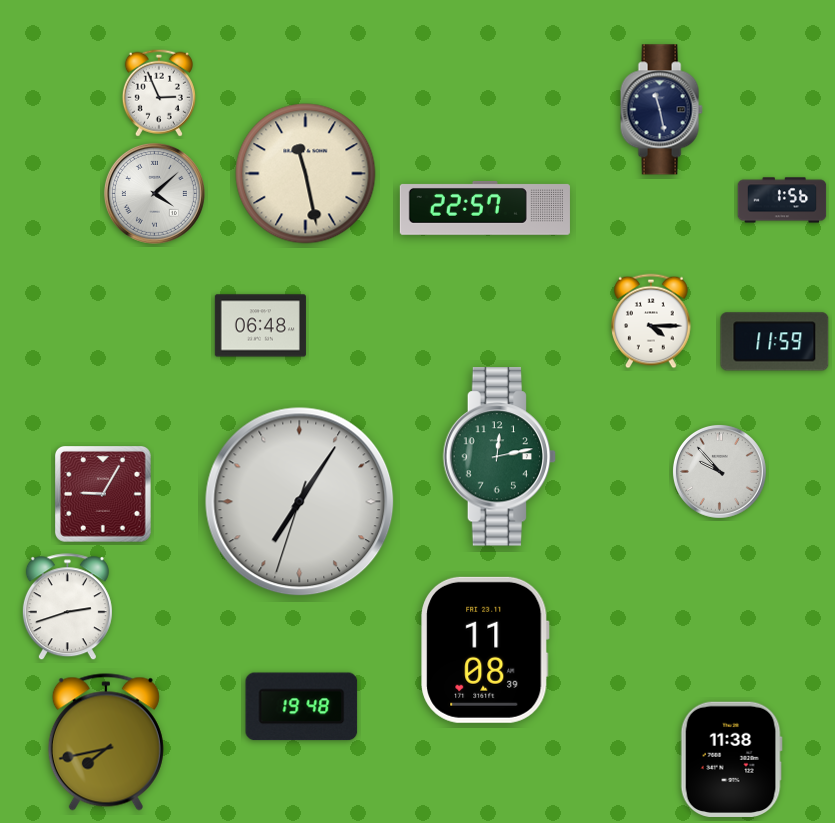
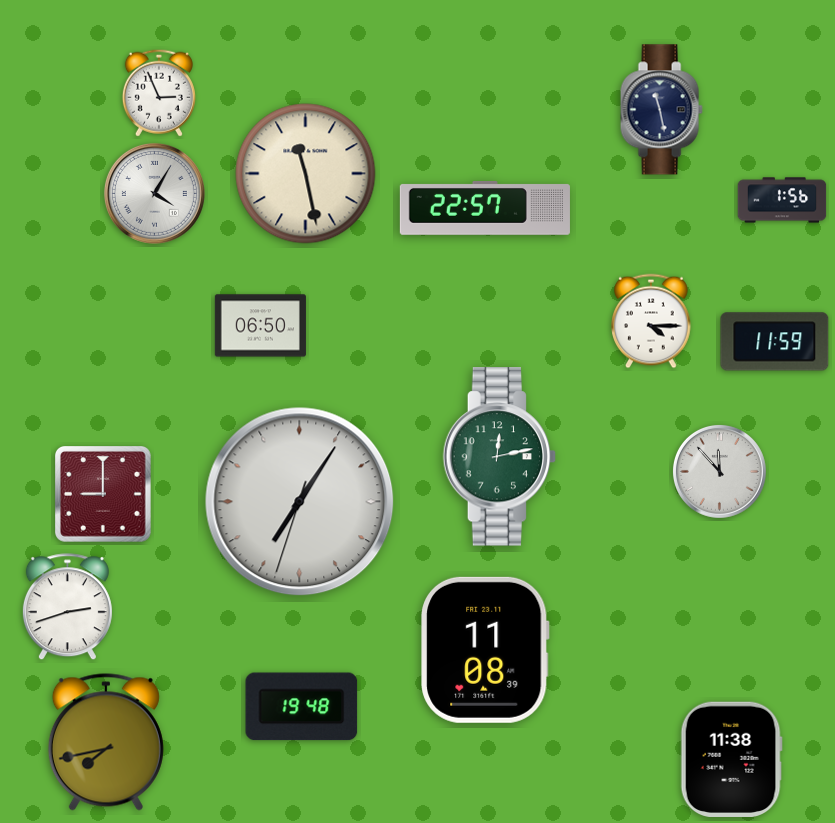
clock at (154, 193): 4:08 -> 4:05
clock at (260, 326): 06:48 -> 06:50
clock at (719, 471): 9:53 -> 11:53
clock at (104, 495): 9:05 -> 9:00
